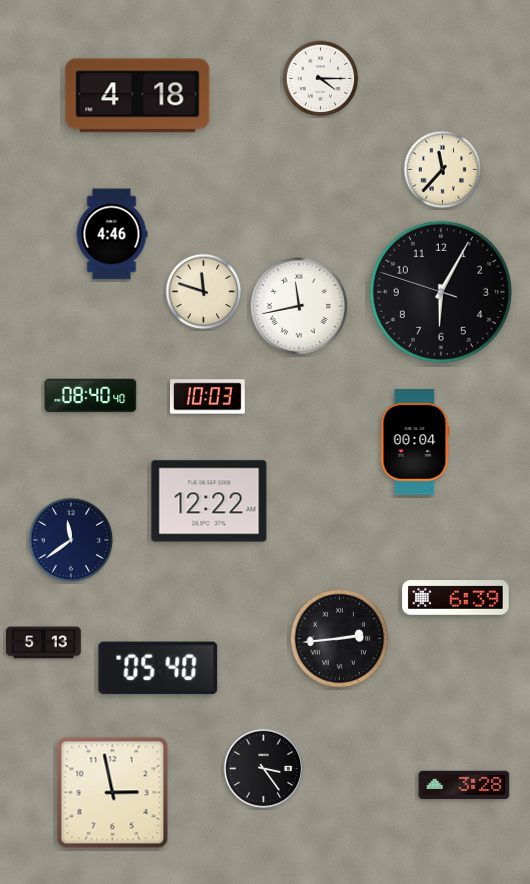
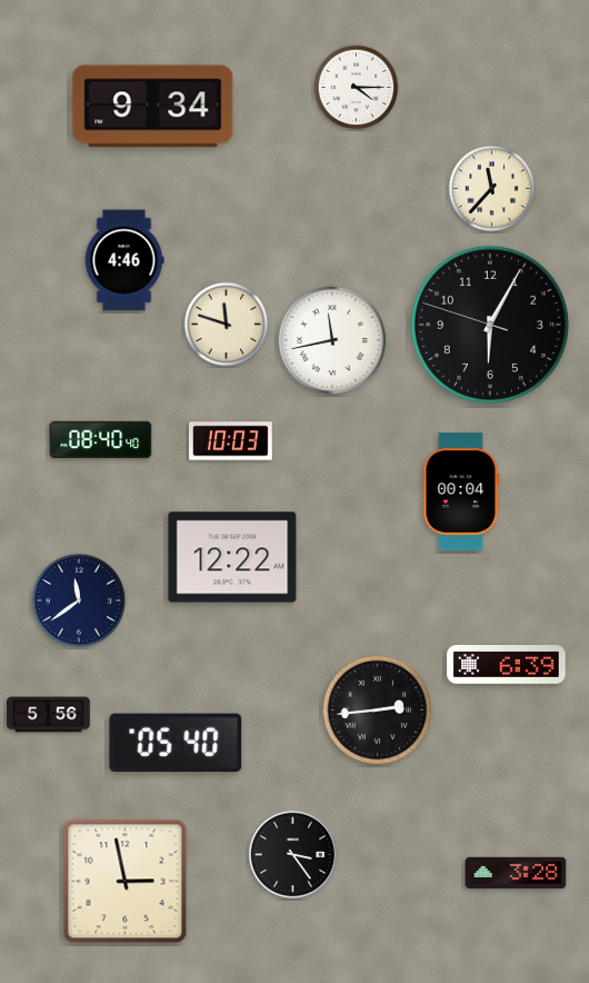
clock at (138, 96): 4:18 -> 9:34
clock at (44, 643): 5:13 -> 5:56
